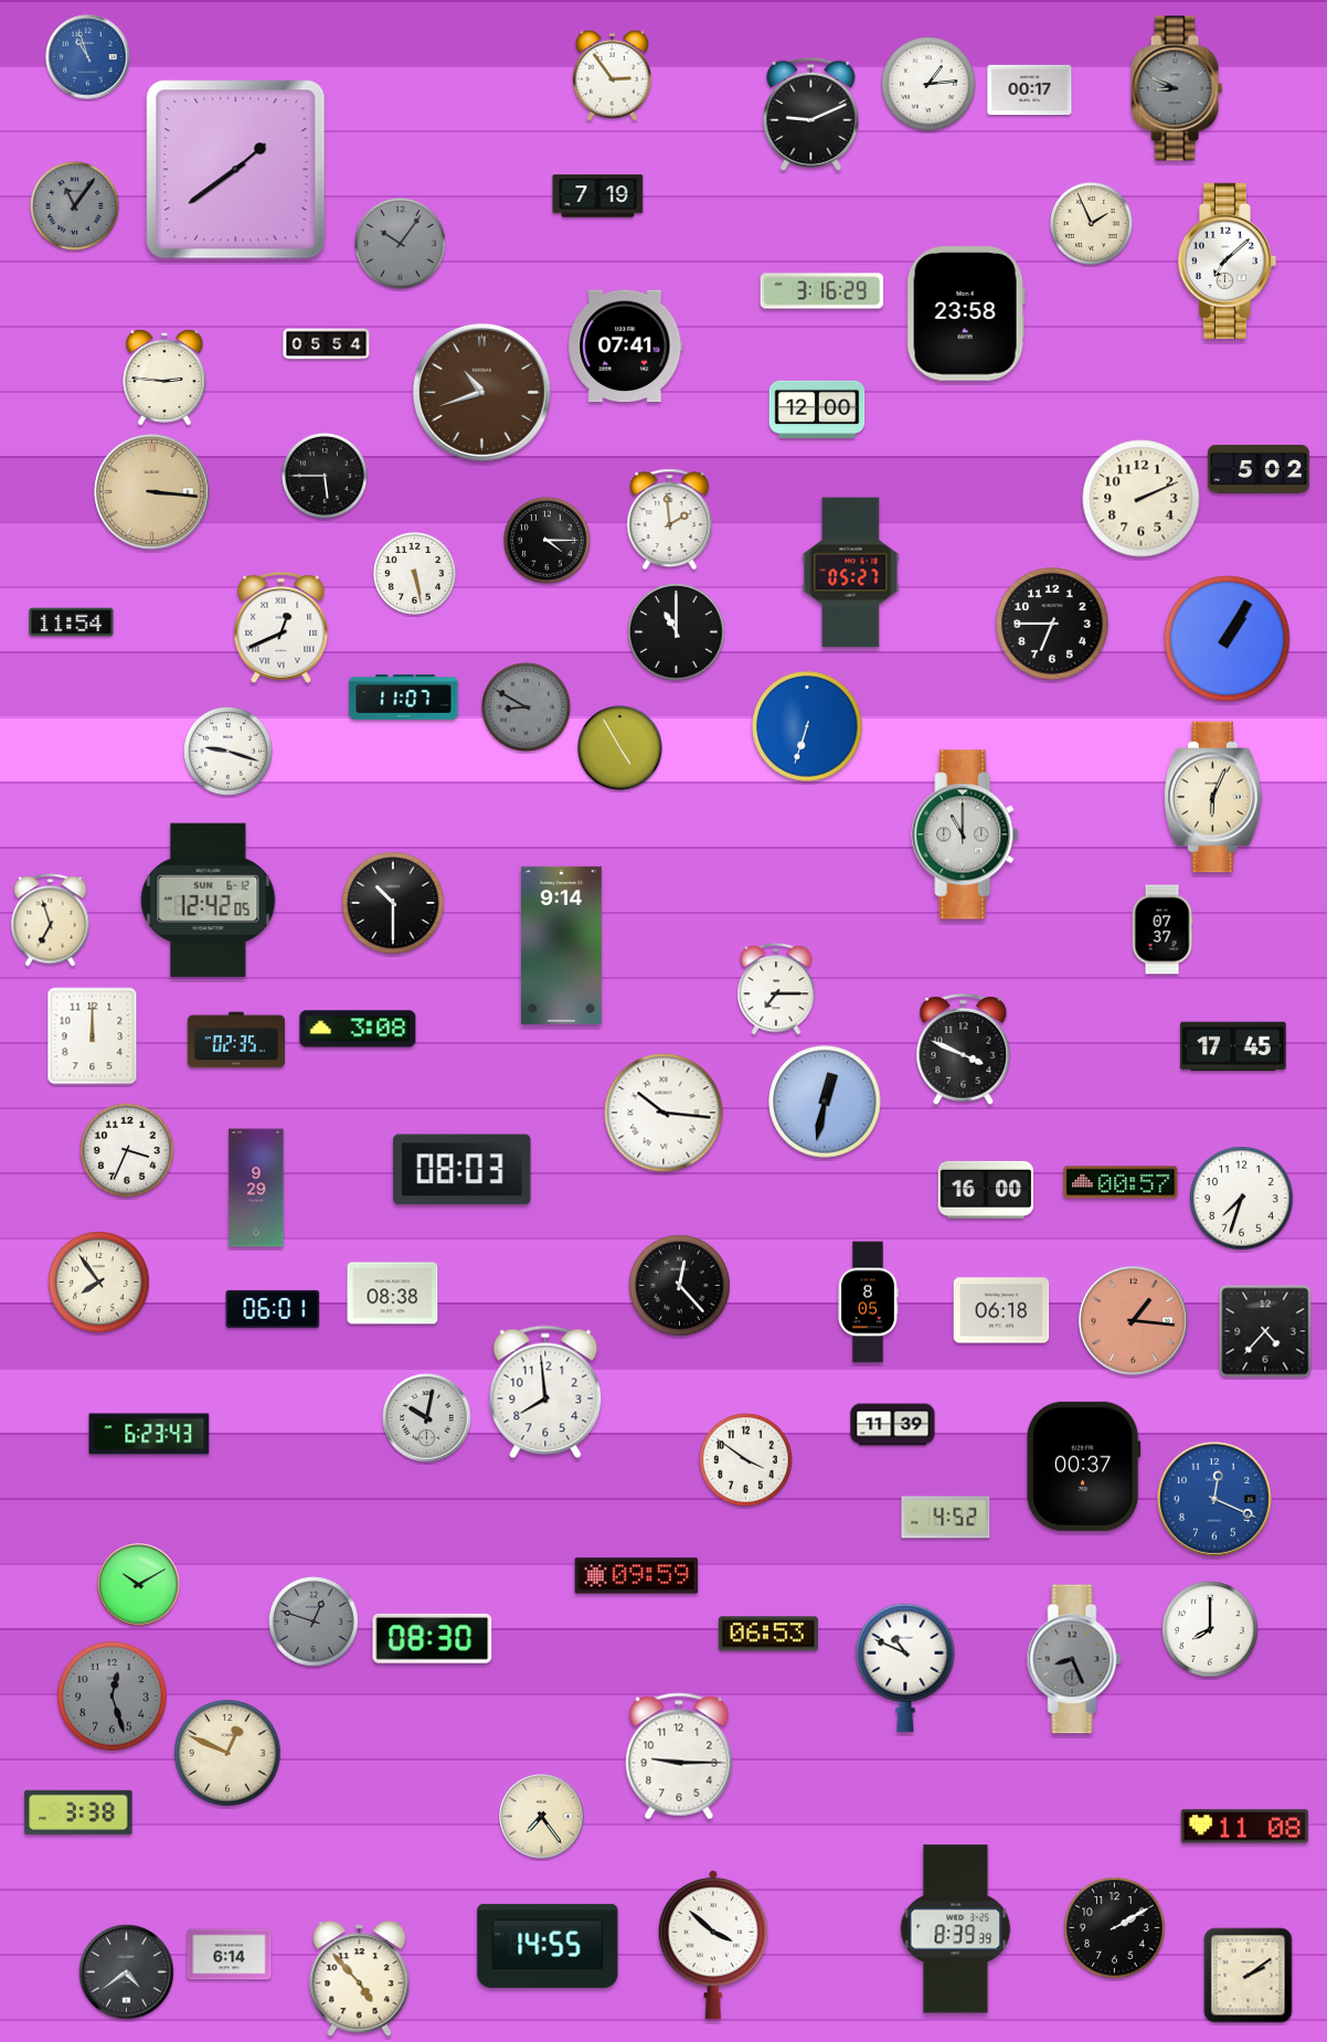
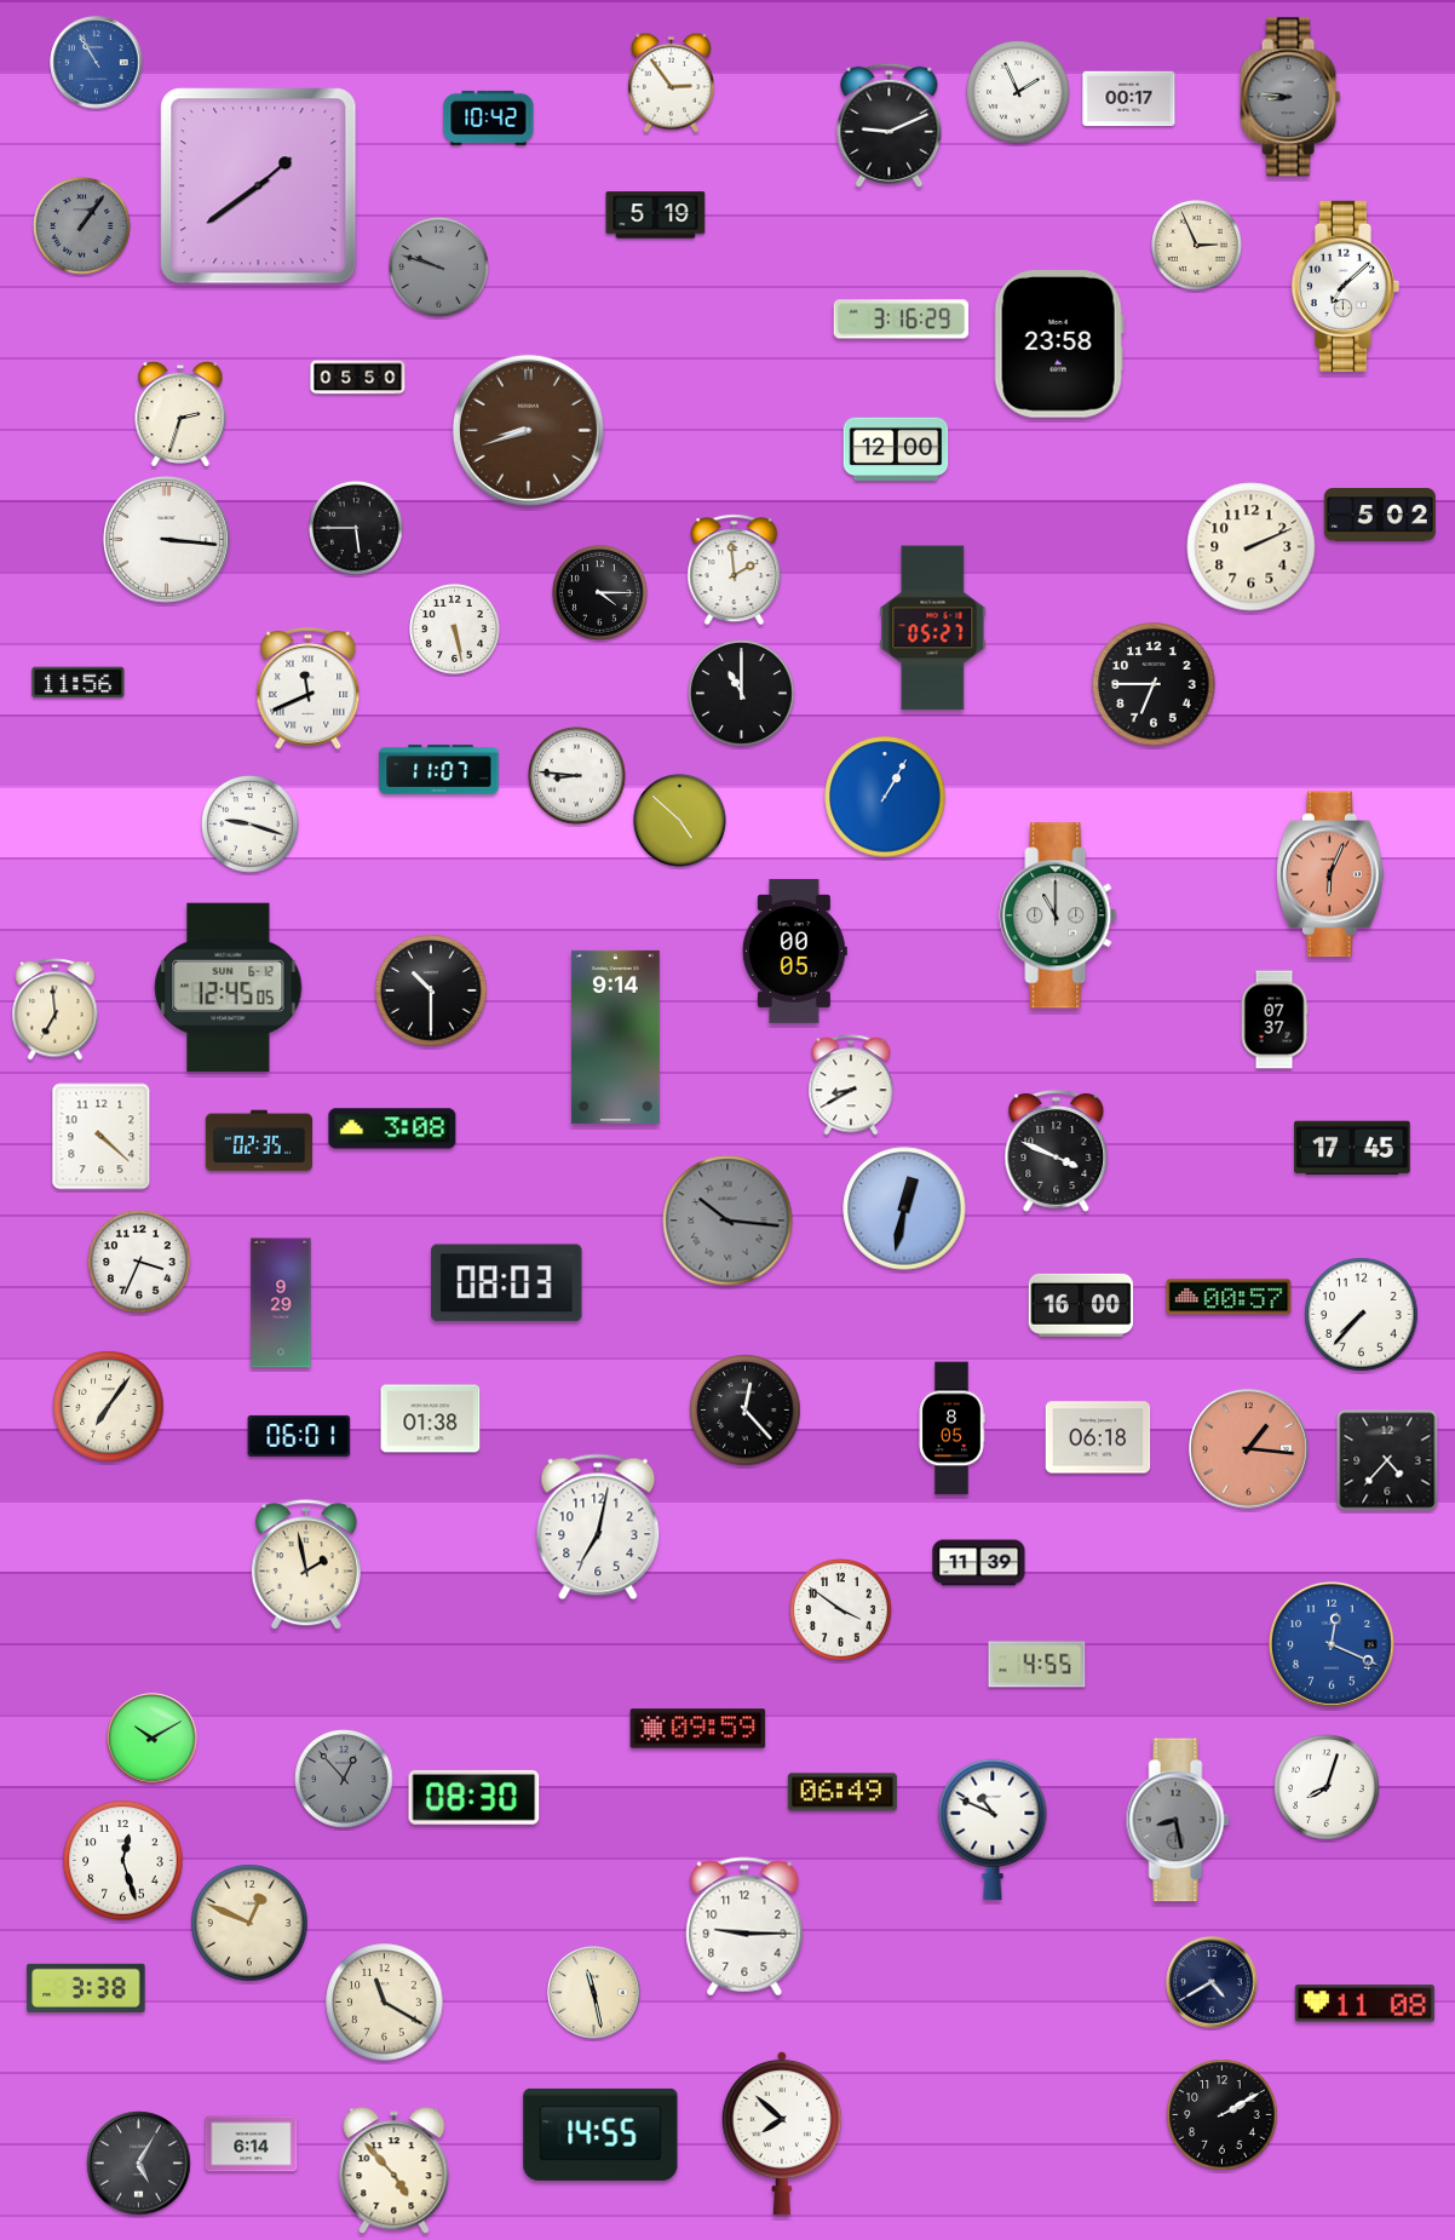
clock at (88, 57): 10:57 -> 10:55
clock at (928, 84): 1:14 -> 1:56
clock at (1177, 88): 8:49 -> 8:46
clock at (489, 117): none -> 10:42
clock at (598, 196): 7:19 -> 5:19
clock at (75, 206): 11:06 -> 1:06
clock at (1091, 223): 1:56 -> 2:56
clock at (401, 244): 10:06 -> 9:48
clock at (327, 344): 05:54 -> 05:50
clock at (626, 347): 07:41 -> none
clock at (164, 376): 2:46 -> 2:33
clock at (481, 392): 10:42 -> 8:42
clock at (325, 476) position: (325, 476) -> (356, 528)
clock at (151, 491) dial: champagne -> white
clock at (72, 623): 11:54 -> 11:56
clock at (282, 627): 12:41 -> 11:41
clock at (1228, 639): 1:05 -> none
clock at (404, 696) position: (404, 696) -> (439, 769)
clock at (527, 708): 8:50 -> 8:46
clock at (527, 708) dial: grey -> white
clock at (807, 726): 6:33 -> 1:05
clock at (619, 747): 4:55 -> 4:52
clock at (1214, 797) dial: cream -> salmon
clock at (794, 950): none -> 00:05
clock at (209, 900): 12:42 -> 12:45
clock at (51, 921): 6:57 -> 6:59
clock at (776, 989): 7:15 -> 8:40
clock at (93, 1036): 12:00 -> 4:22
clock at (663, 1113) dial: white -> grey
clock at (1242, 1199): 7:33 -> 7:37
clock at (99, 1283): 7:54 -> 7:06
clock at (393, 1294): 08:38 -> 01:38
clock at (1134, 1321) position: (1134, 1321) -> (1249, 1449)
clock at (545, 1392): 7:59 -> 7:02
clock at (427, 1418): 10:02 -> none
clock at (306, 1566): none -> 1:58
clock at (149, 1434): 6:23 -> none
clock at (746, 1460) position: (746, 1460) -> (841, 1610)
clock at (1083, 1466): 00:37 -> none
clock at (946, 1518): 4:52 -> 4:55
clock at (315, 1623): 12:48 -> 12:53
clock at (1210, 1629): 8:00 -> 8:03
clock at (768, 1634): 06:53 -> 06:49
clock at (1074, 1659): 8:26 -> 8:28
clock at (113, 1697) dial: grey -> white
clock at (1212, 1982): none -> 4:40
clock at (542, 1817): 7:24 -> 11:28
clock at (385, 2003): none -> 11:20
clock at (956, 1929): 8:39 -> none
clock at (713, 1945): 3:52 -> 7:52
clock at (127, 1972): 4:39 -> 5:05
clock at (1249, 1976): 2:09 -> none
